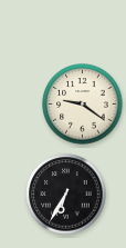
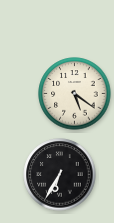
clock at (83, 105): 9:21 -> 5:21
